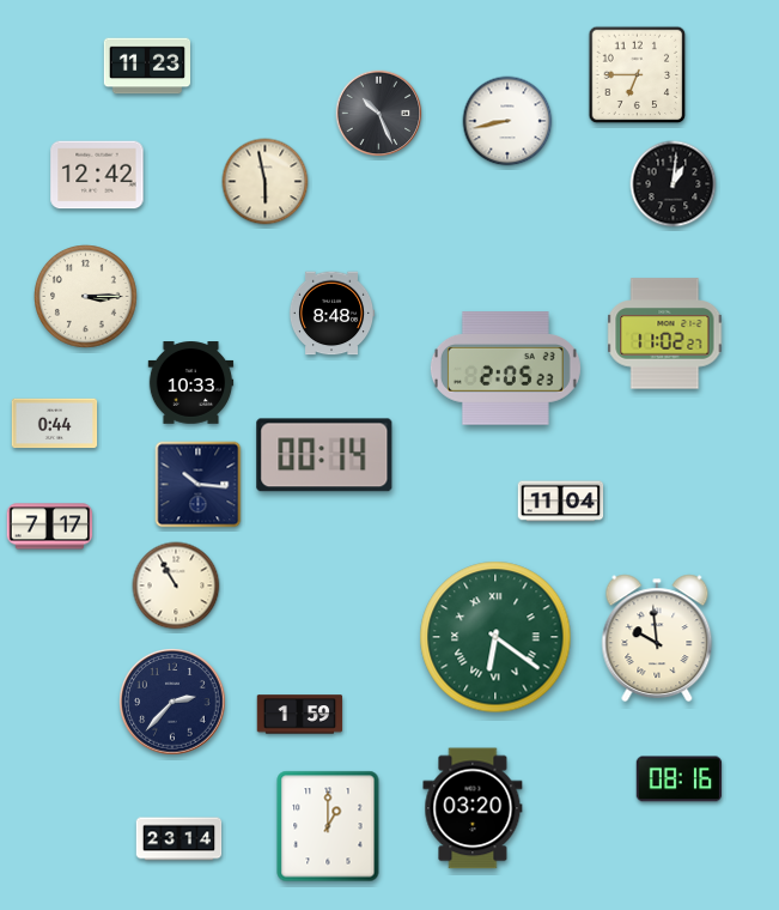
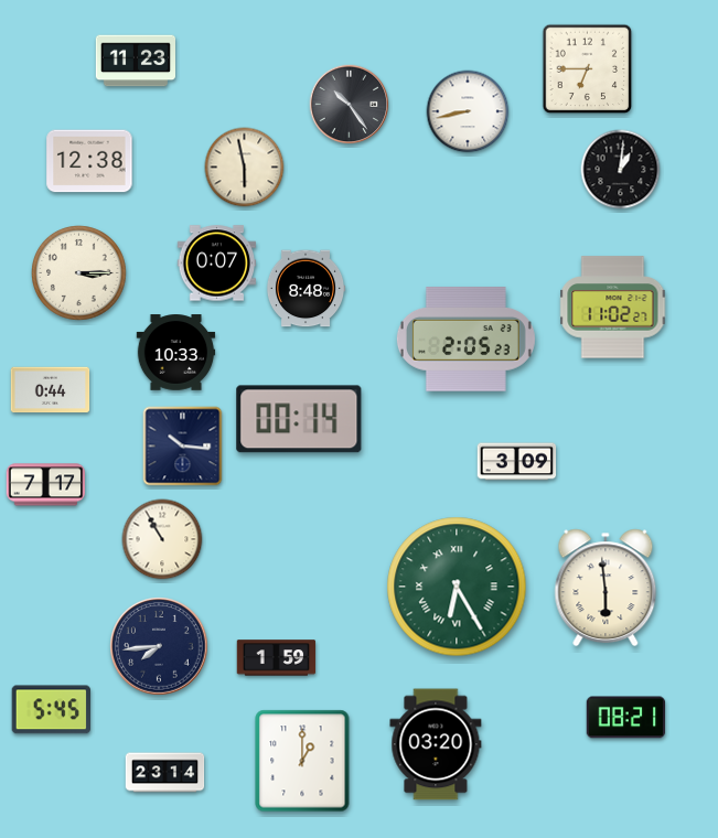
clock at (379, 114): 10:26 -> 10:24
clock at (97, 175): 12:42 -> 12:38
clock at (217, 264): none -> 0:07
clock at (561, 502): 11:04 -> 3:09
clock at (495, 637): 6:21 -> 6:25
clock at (657, 638): 9:59 -> 5:59
clock at (172, 702): 2:37 -> 7:44
clock at (51, 710): none -> 5:45
clock at (680, 779): 08:16 -> 08:21
